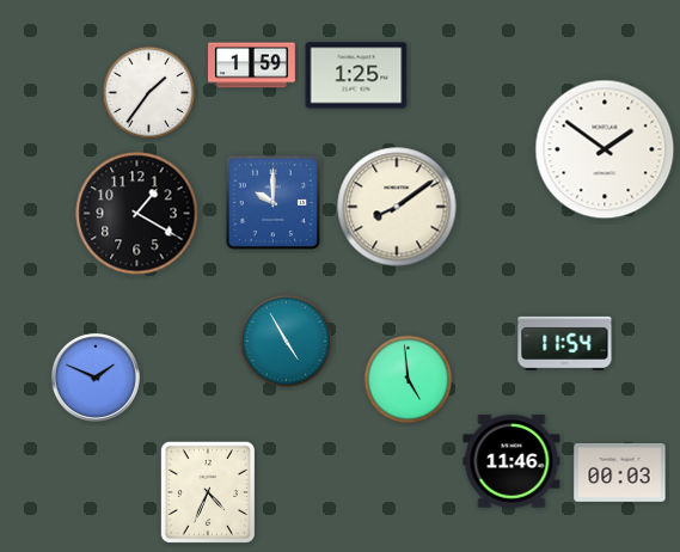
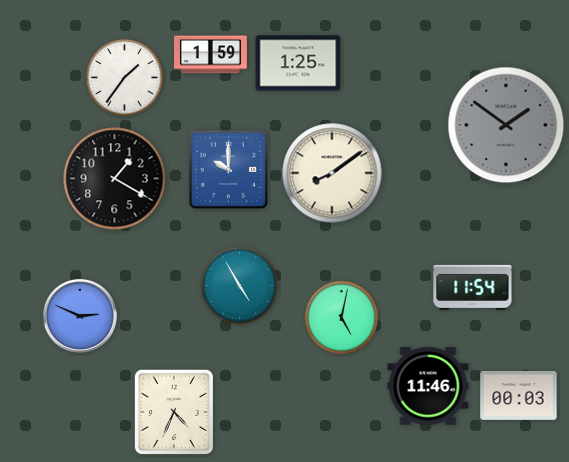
clock at (605, 149) dial: white -> grey
clock at (96, 378): 1:49 -> 2:49
clock at (409, 380): 4:59 -> 5:02
